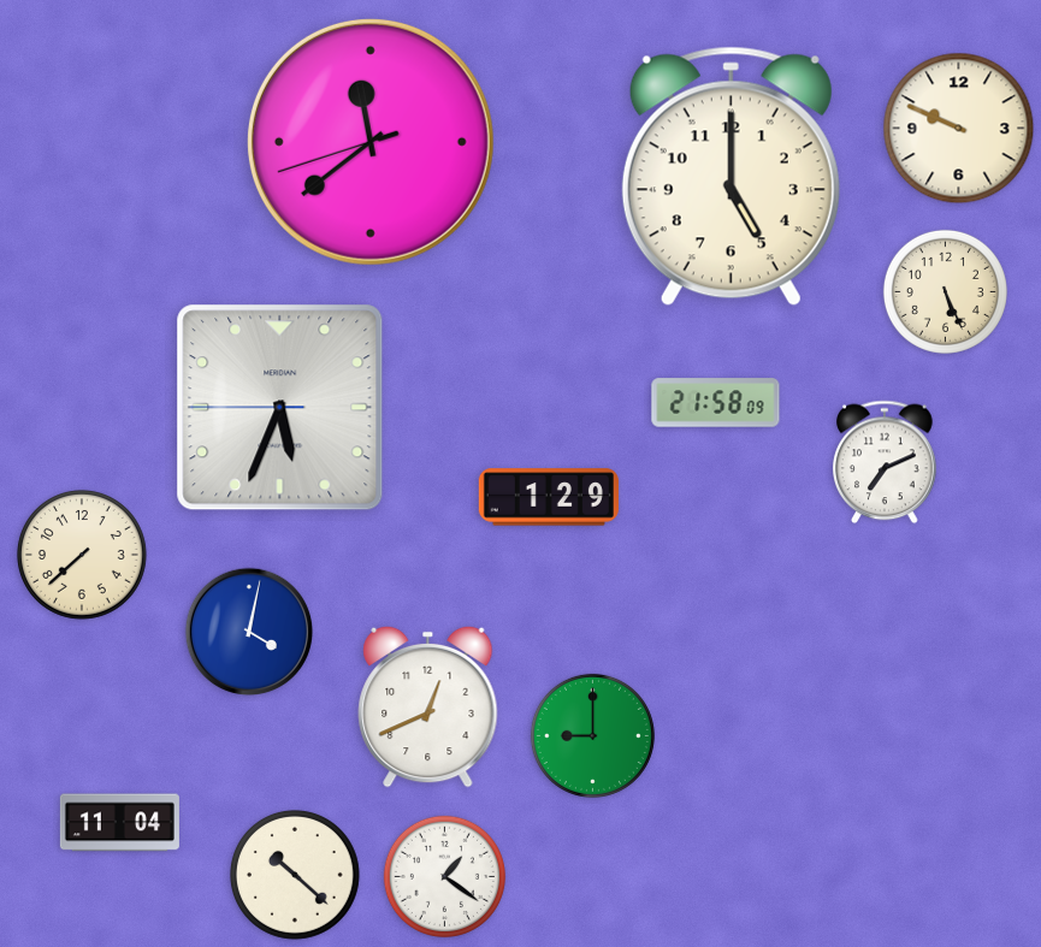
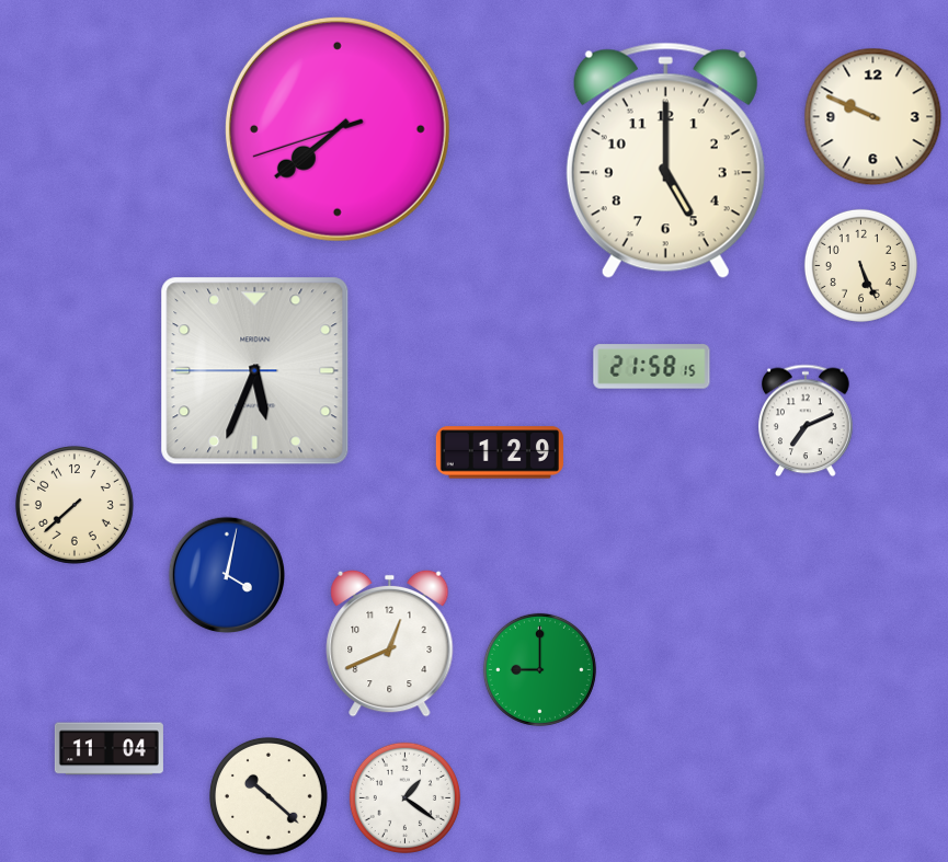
clock at (371, 142): 11:38 -> 7:38
clock at (716, 403): 21:58:09 -> 21:58:15
